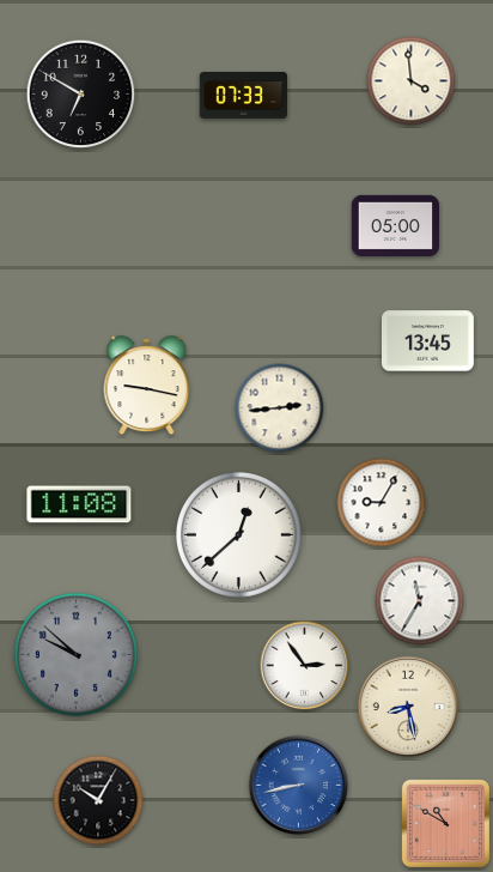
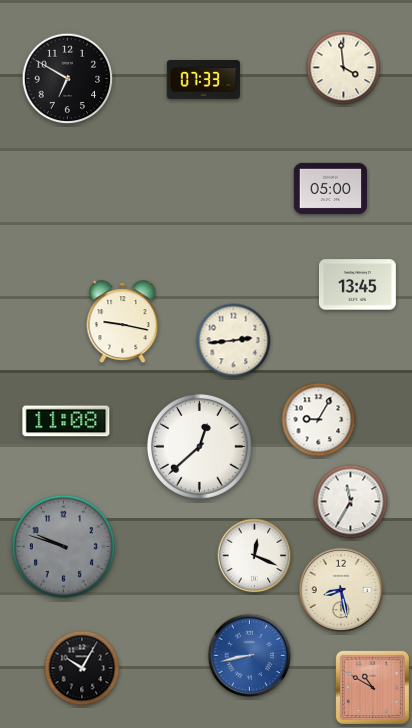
clock at (75, 654): 9:52 -> 9:48
clock at (305, 666): 2:54 -> 12:19
